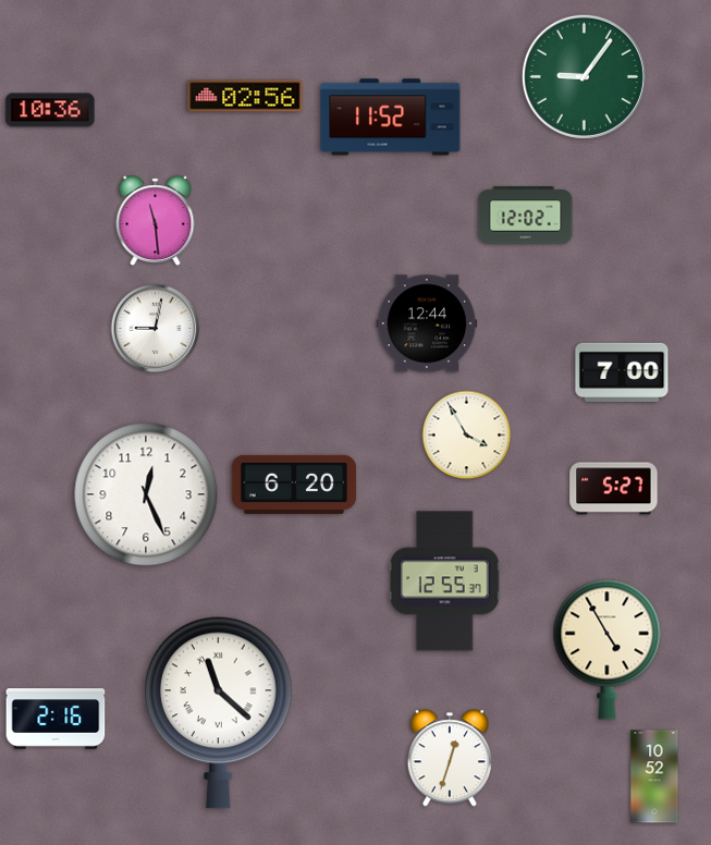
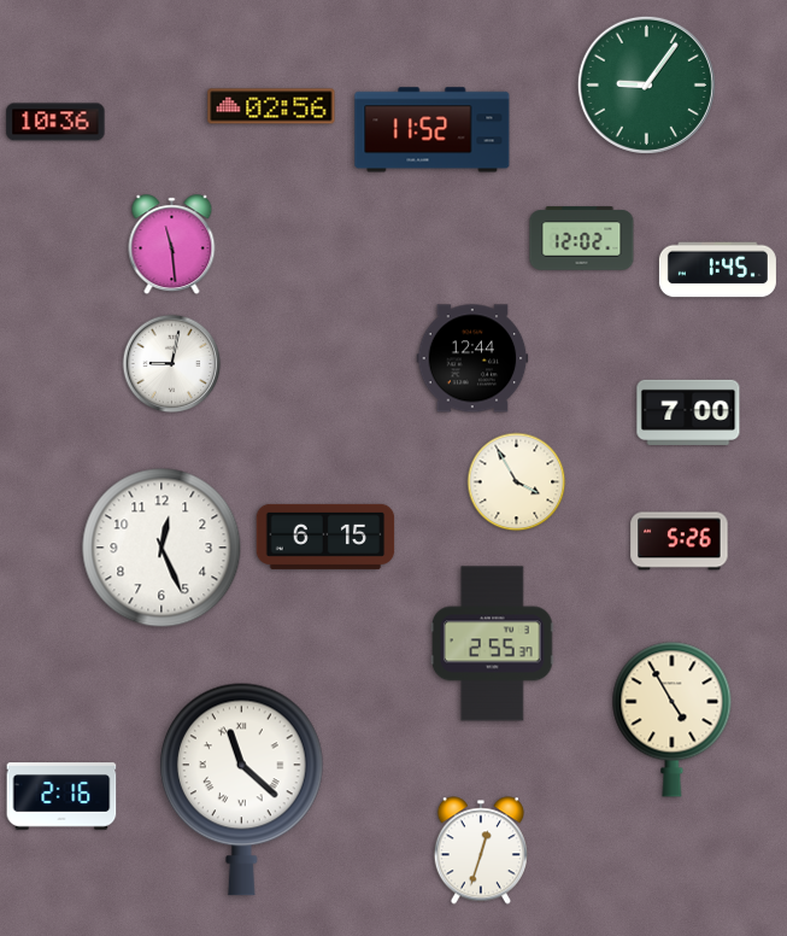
clock at (717, 270): none -> 1:45
clock at (294, 485): 6:20 -> 6:15
clock at (614, 489): 5:27 -> 5:26
clock at (445, 581): 12:55 -> 2:55
clock at (450, 758) position: (450, 758) -> (481, 850)
clock at (654, 776): 10:52 -> none
